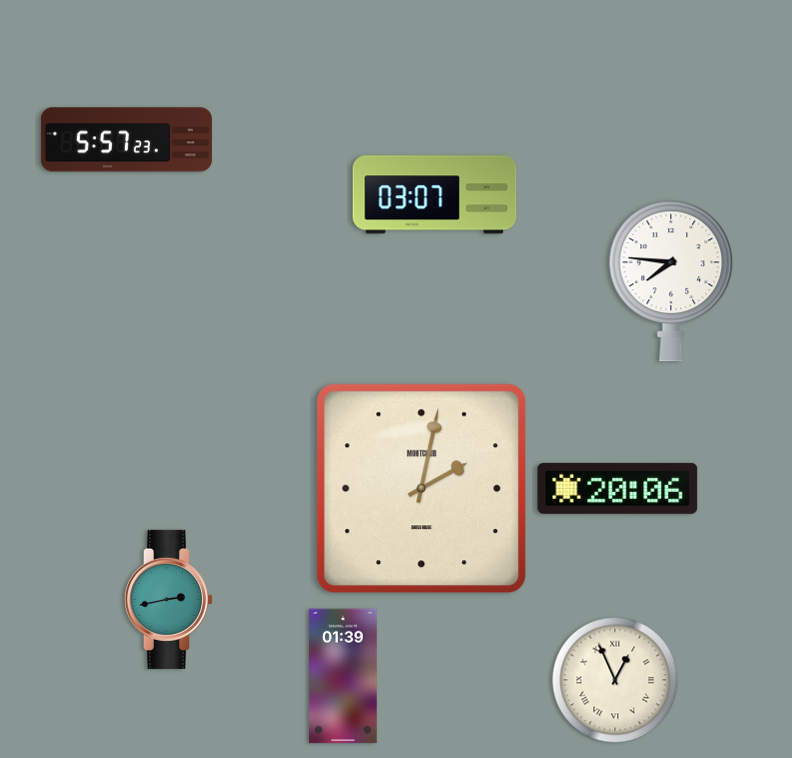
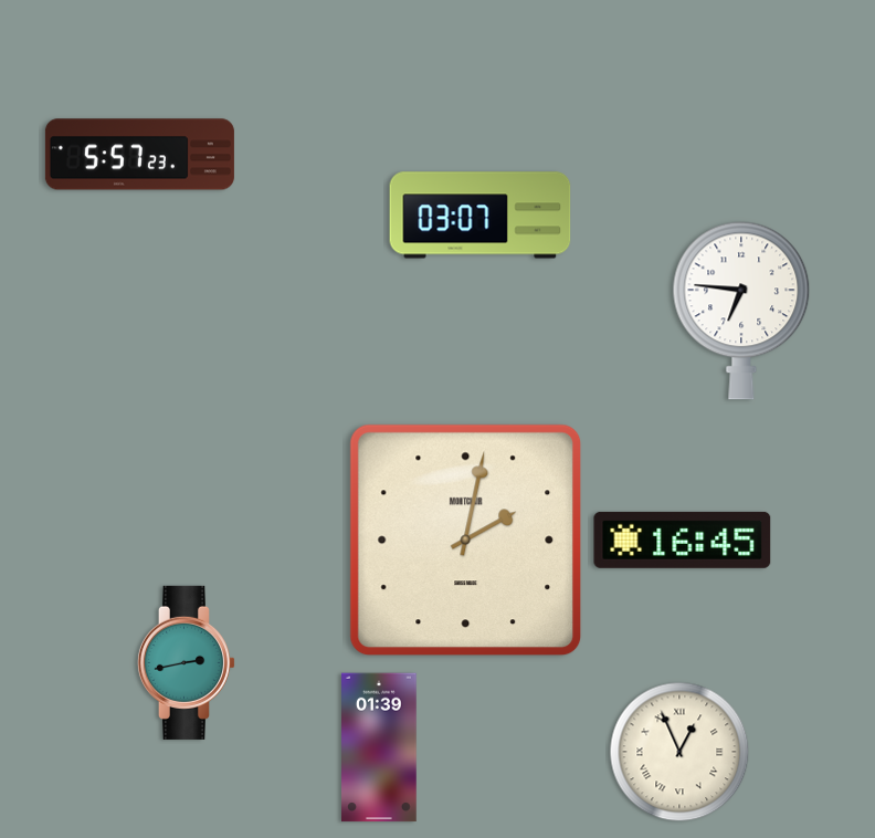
clock at (671, 281): 7:46 -> 6:46
clock at (618, 488): 20:06 -> 16:45
